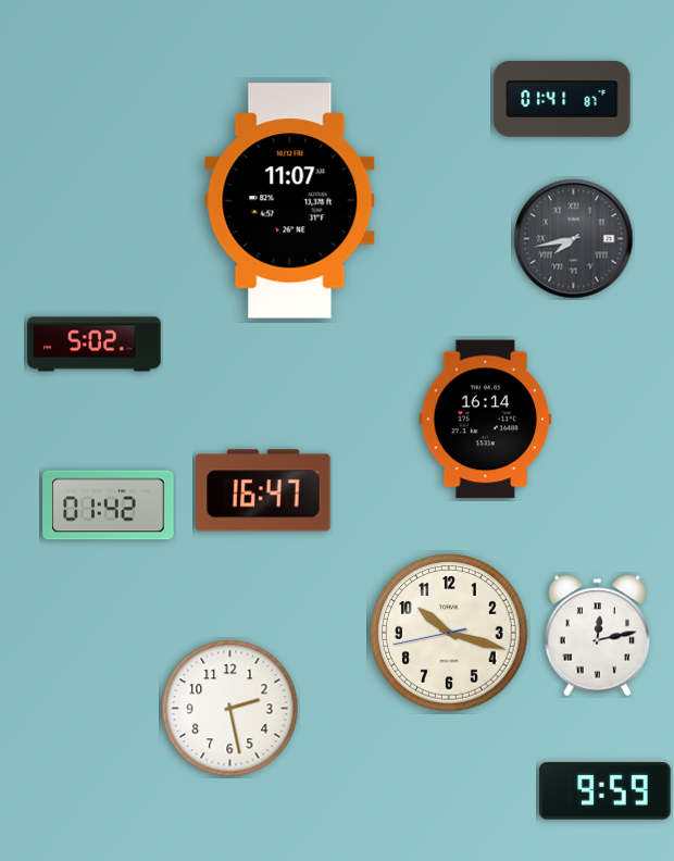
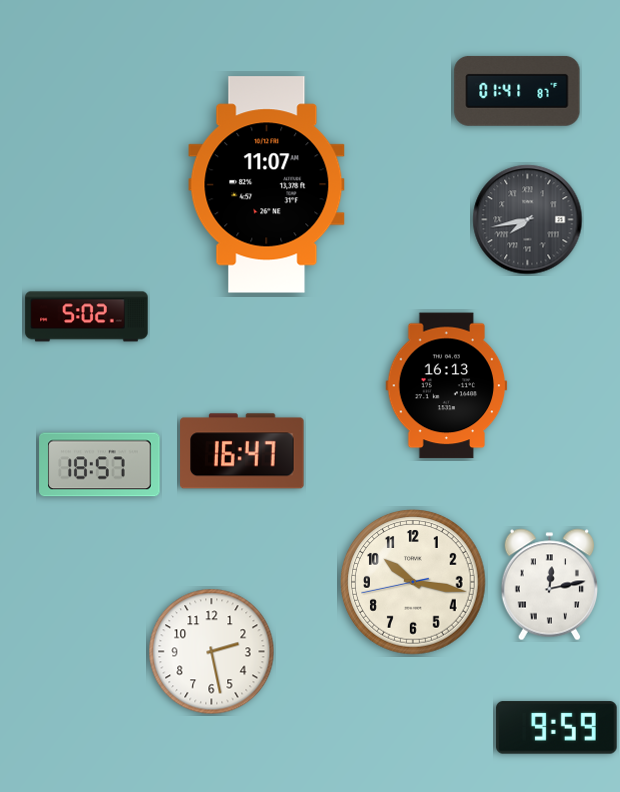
clock at (486, 420): 16:14 -> 16:13
clock at (109, 506): 01:42 -> 18:57
clock at (449, 633): 10:17 -> 10:16
